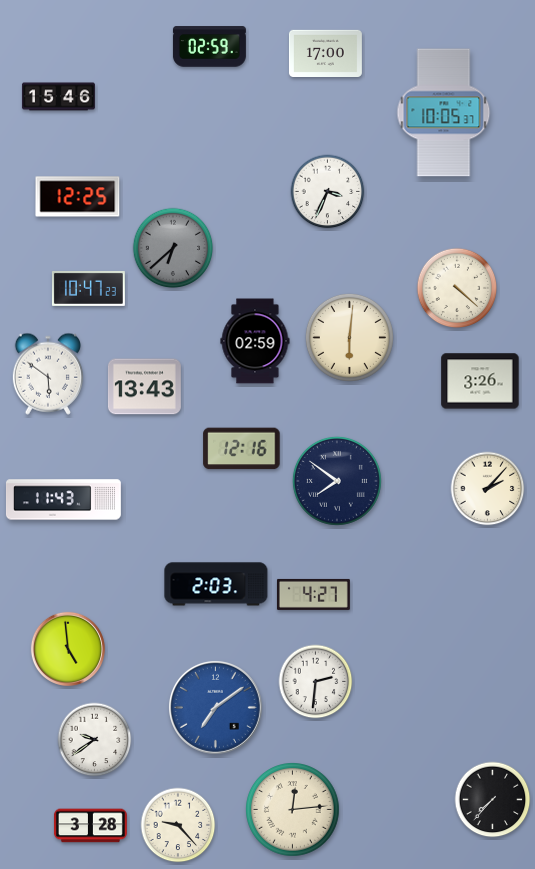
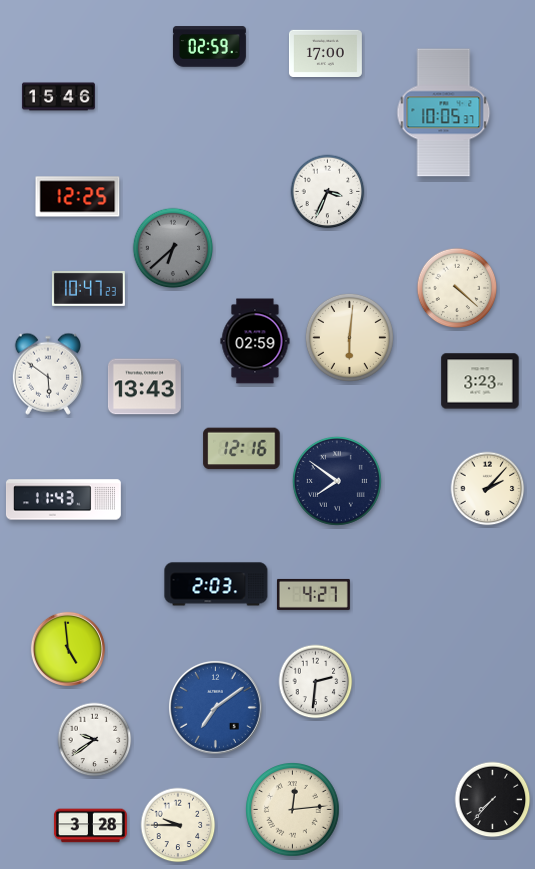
clock at (480, 381): 3:26 -> 3:23
clock at (178, 825): 9:23 -> 9:45
